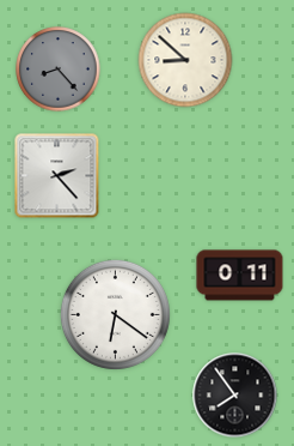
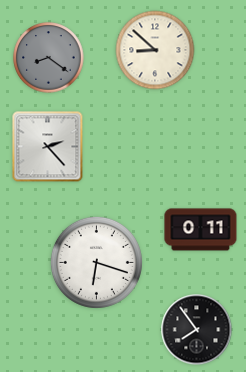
clock at (59, 70): 8:23 -> 8:21
clock at (115, 314): 6:21 -> 6:18
